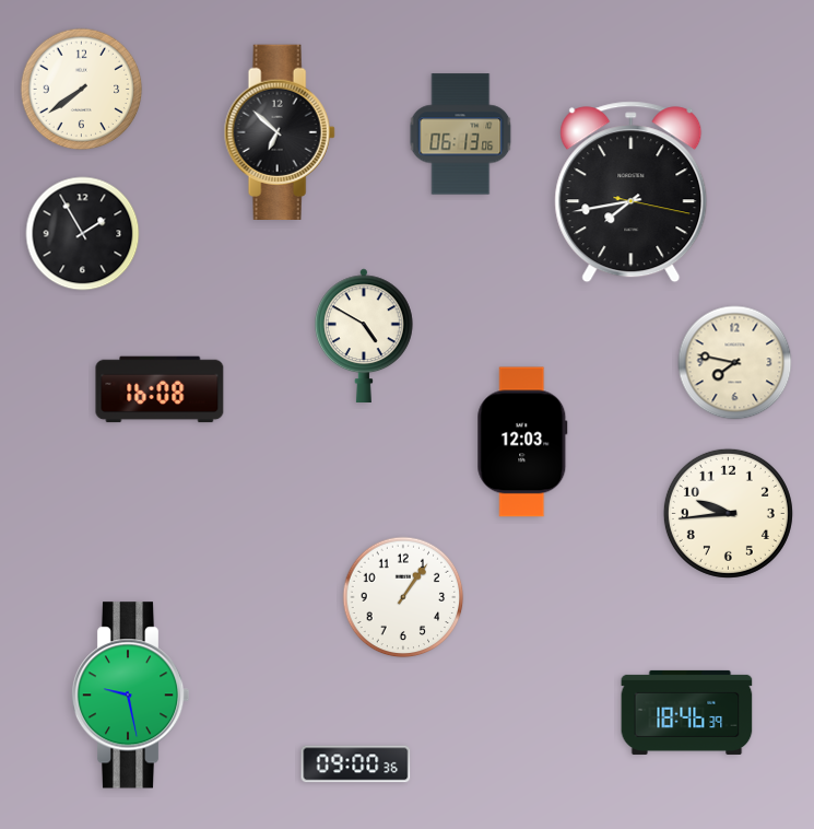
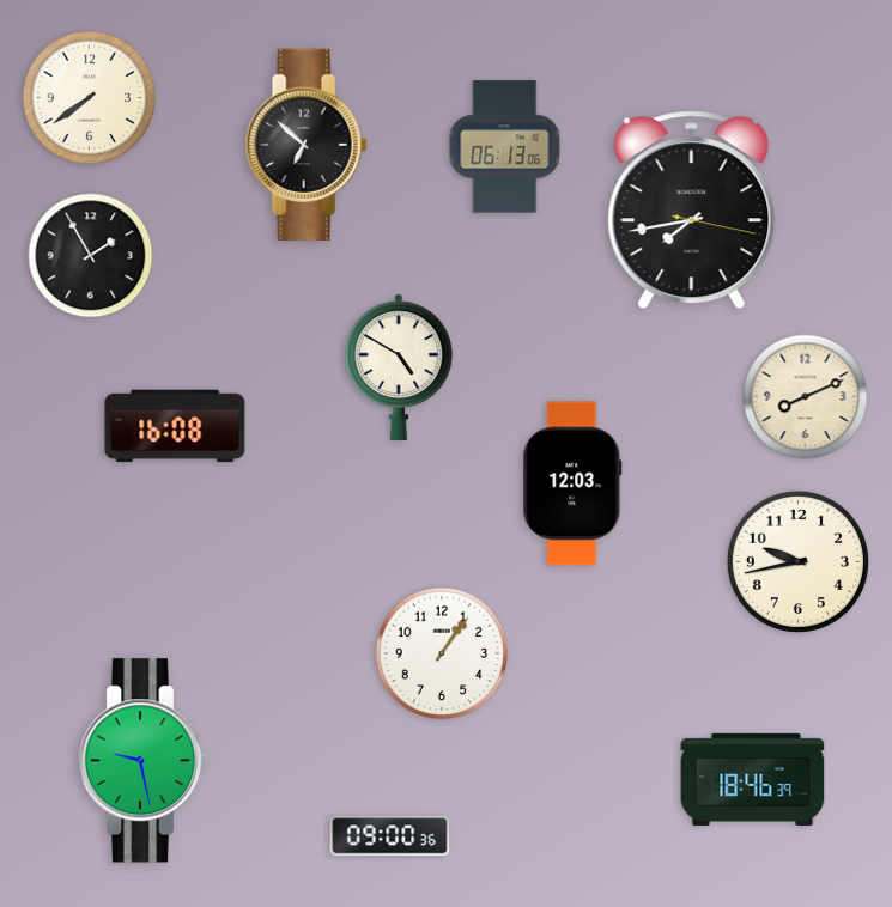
clock at (735, 363): 7:47 -> 8:11
clock at (728, 513): 9:44 -> 9:43
